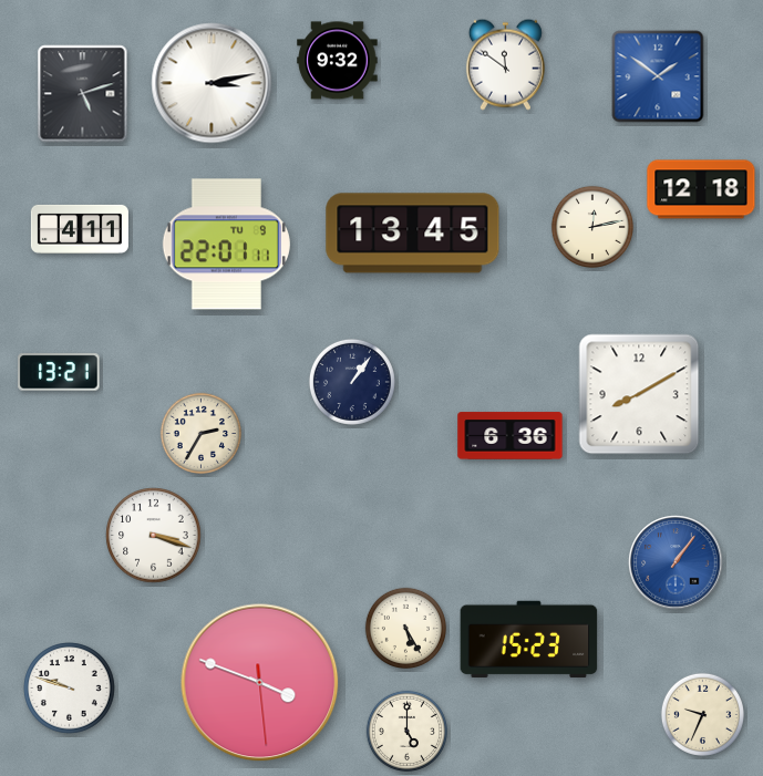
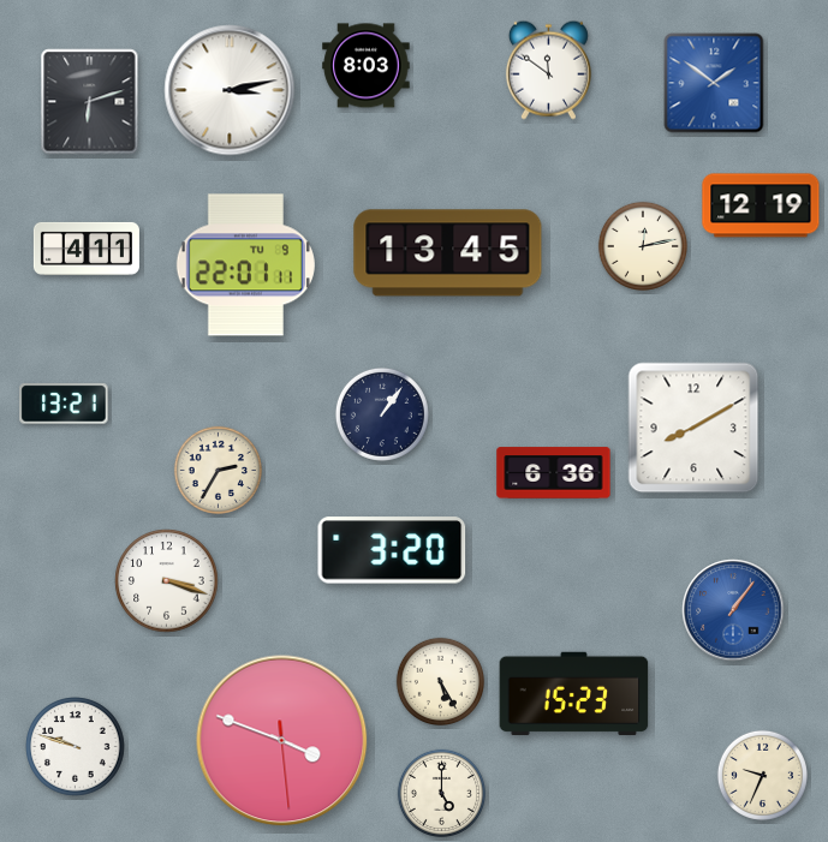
clock at (338, 61): 9:32 -> 8:03
clock at (83, 94): 5:12 -> 6:12
clock at (701, 189): 12:18 -> 12:19
clock at (392, 550): none -> 3:20
